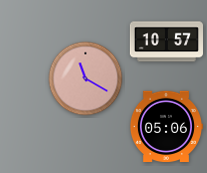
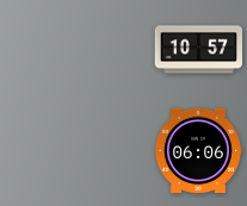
clock at (86, 79): 11:20 -> none
clock at (165, 126): 05:06 -> 06:06
